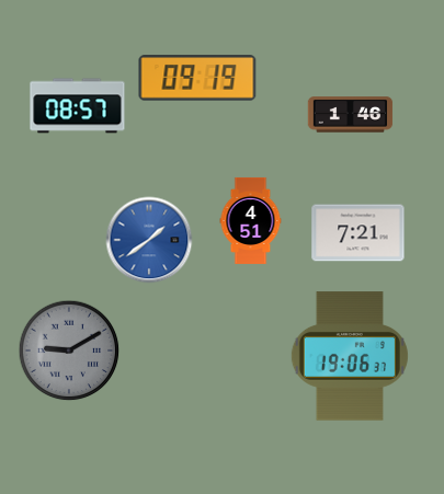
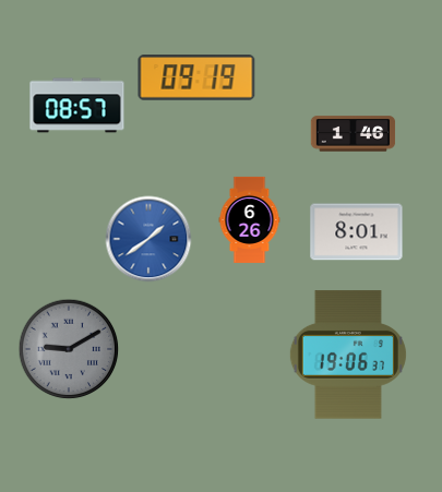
clock at (351, 115) position: (351, 115) -> (354, 134)
clock at (251, 220): 4:51 -> 6:26
clock at (358, 233): 7:21 -> 8:01
